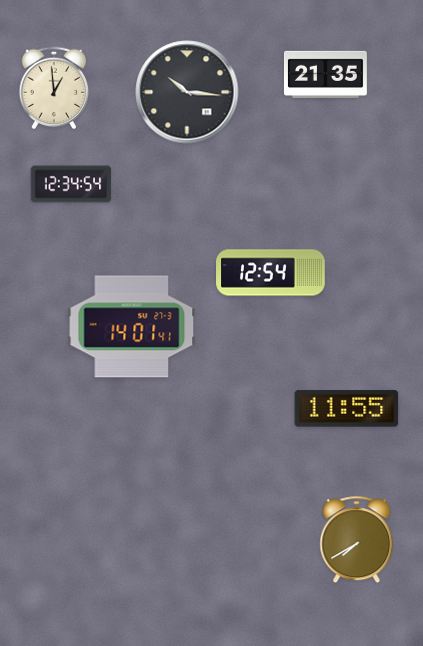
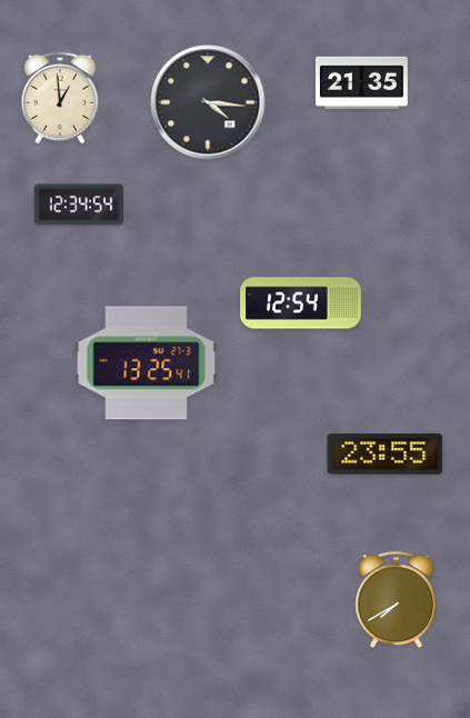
clock at (187, 92): 10:16 -> 4:16
clock at (132, 327): 14:01 -> 13:25
clock at (347, 409): 11:55 -> 23:55
